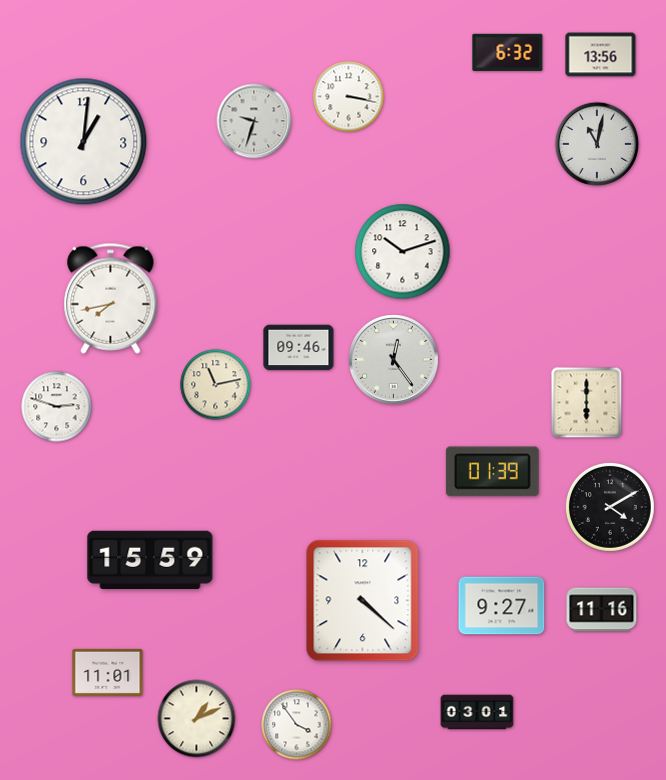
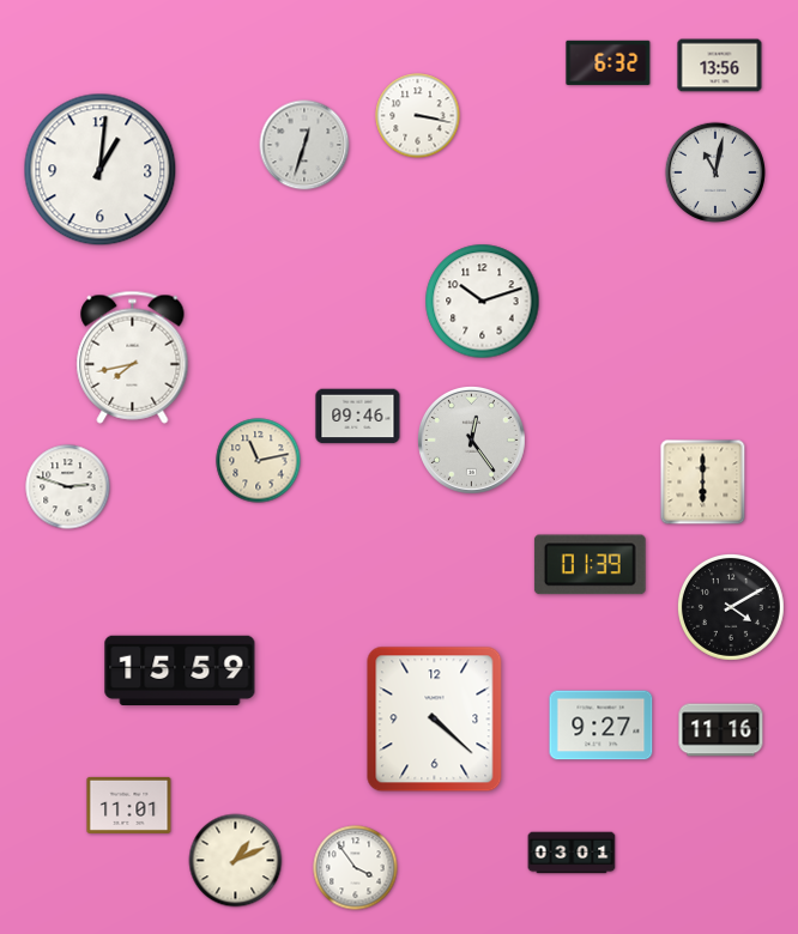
clock at (254, 121): 9:33 -> 12:33
clock at (394, 360) position: (394, 360) -> (472, 441)
